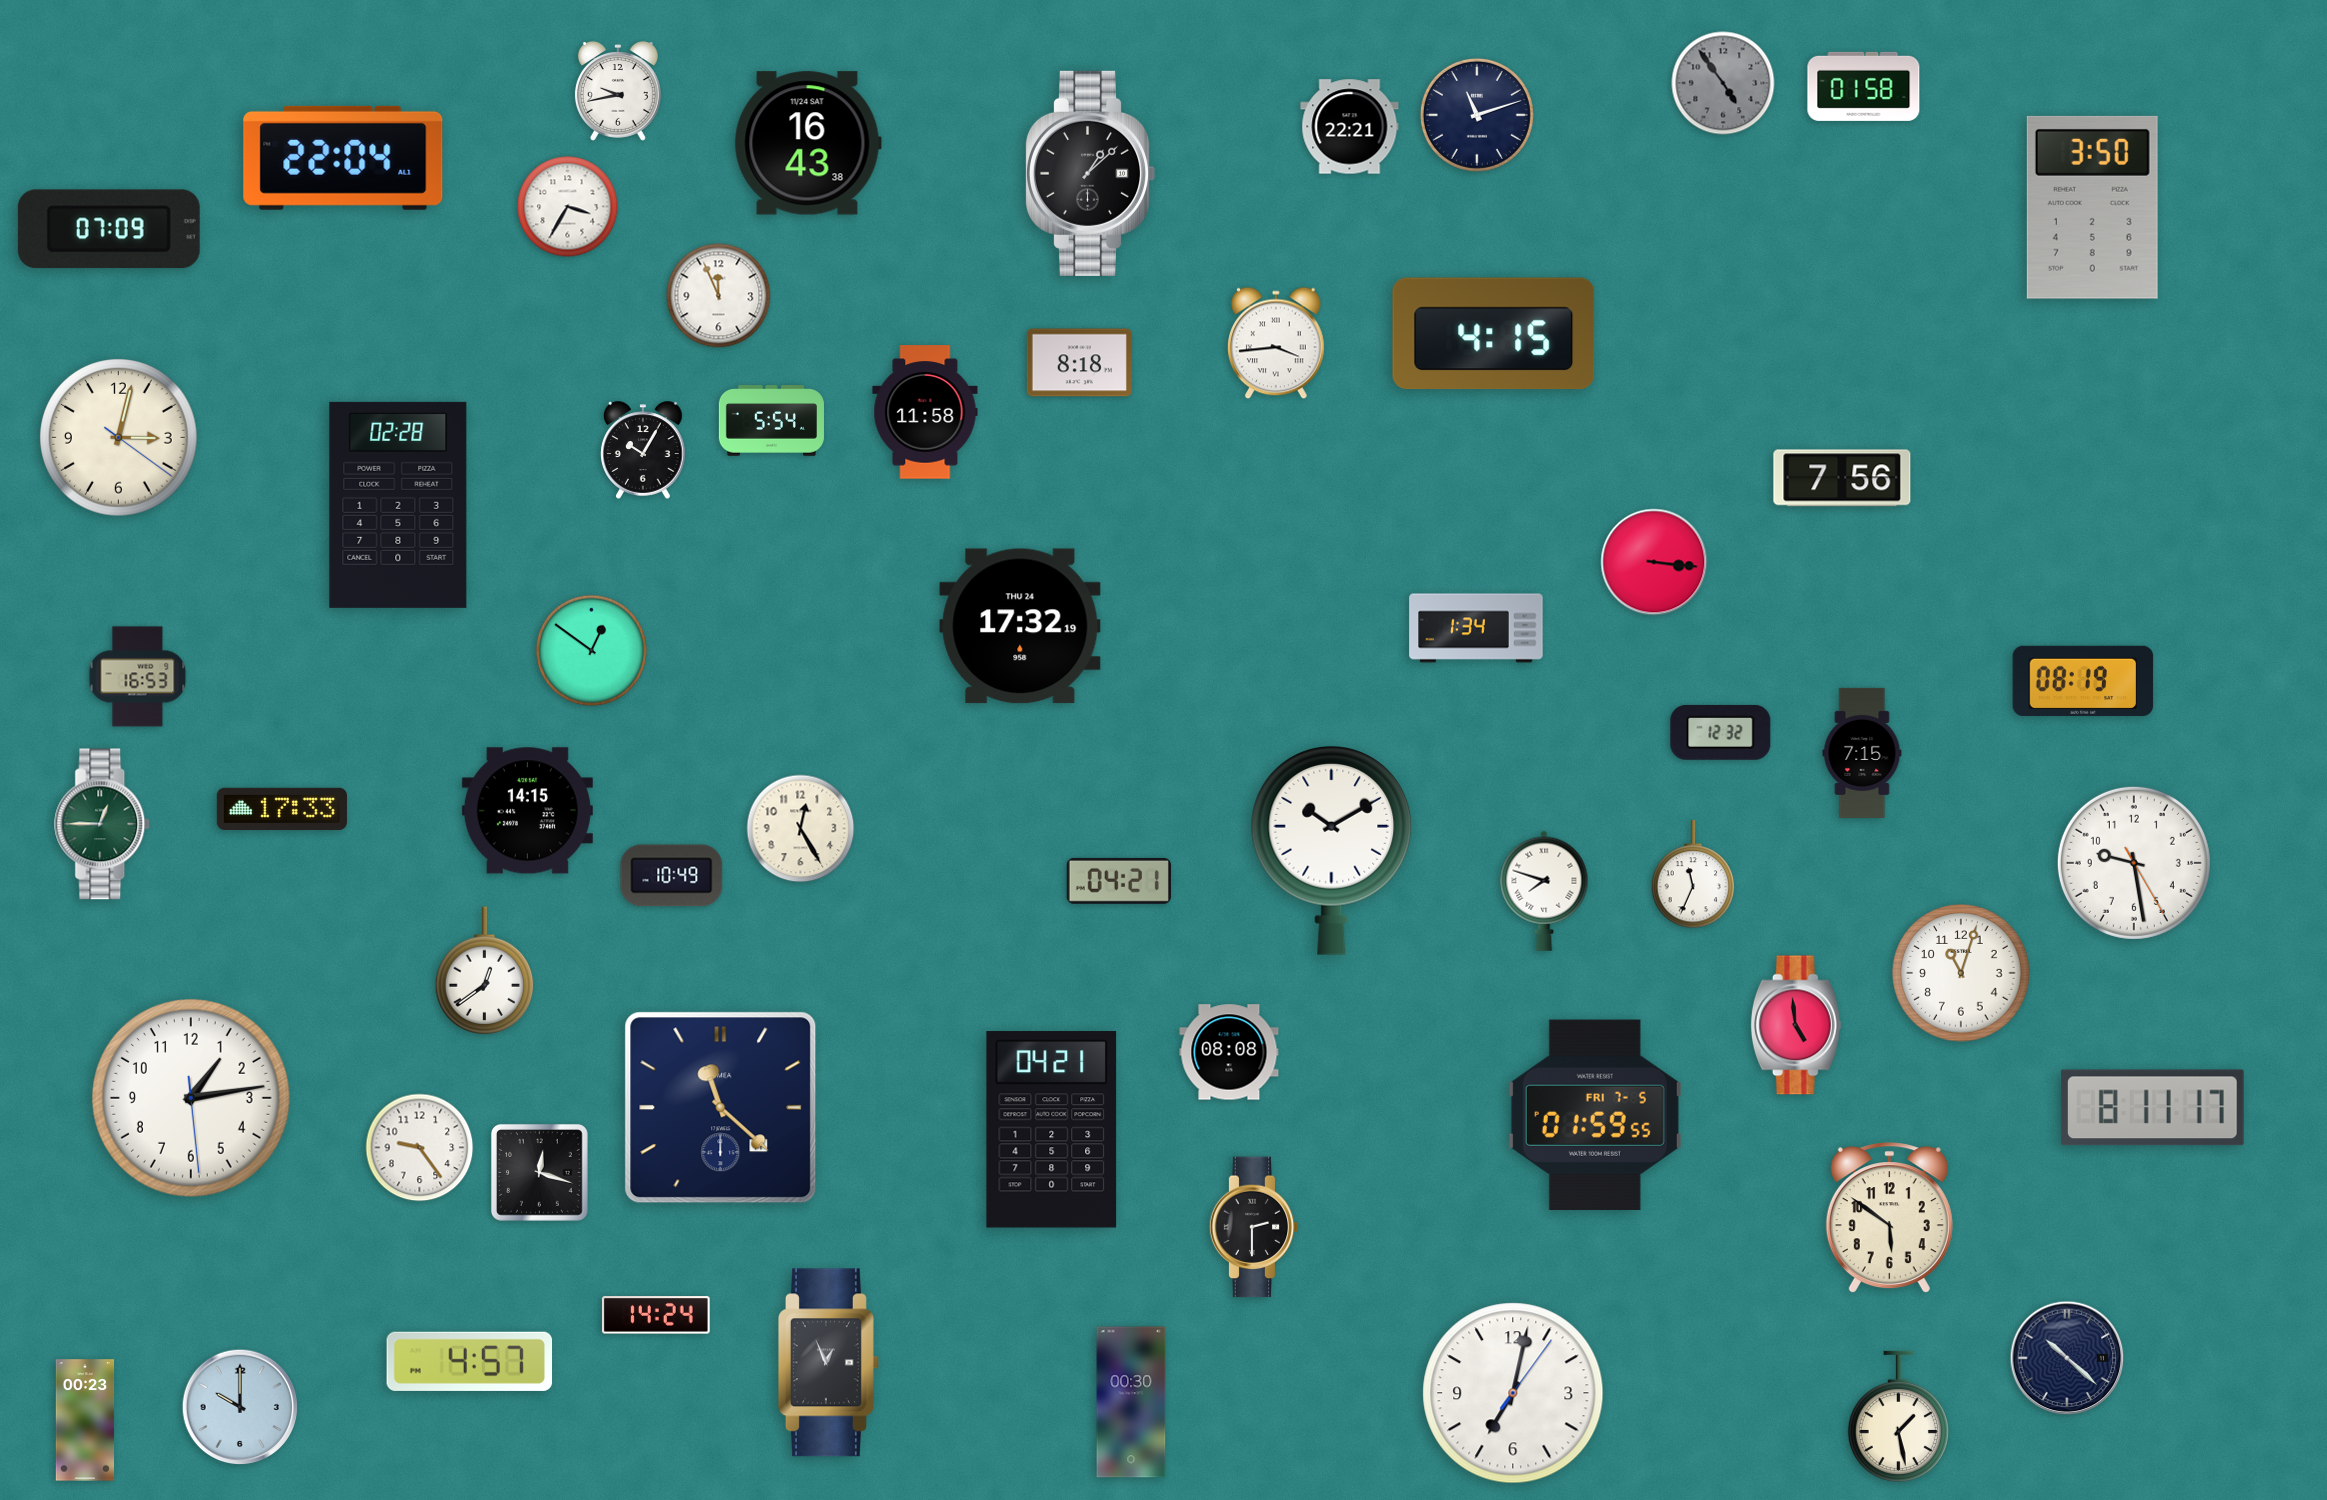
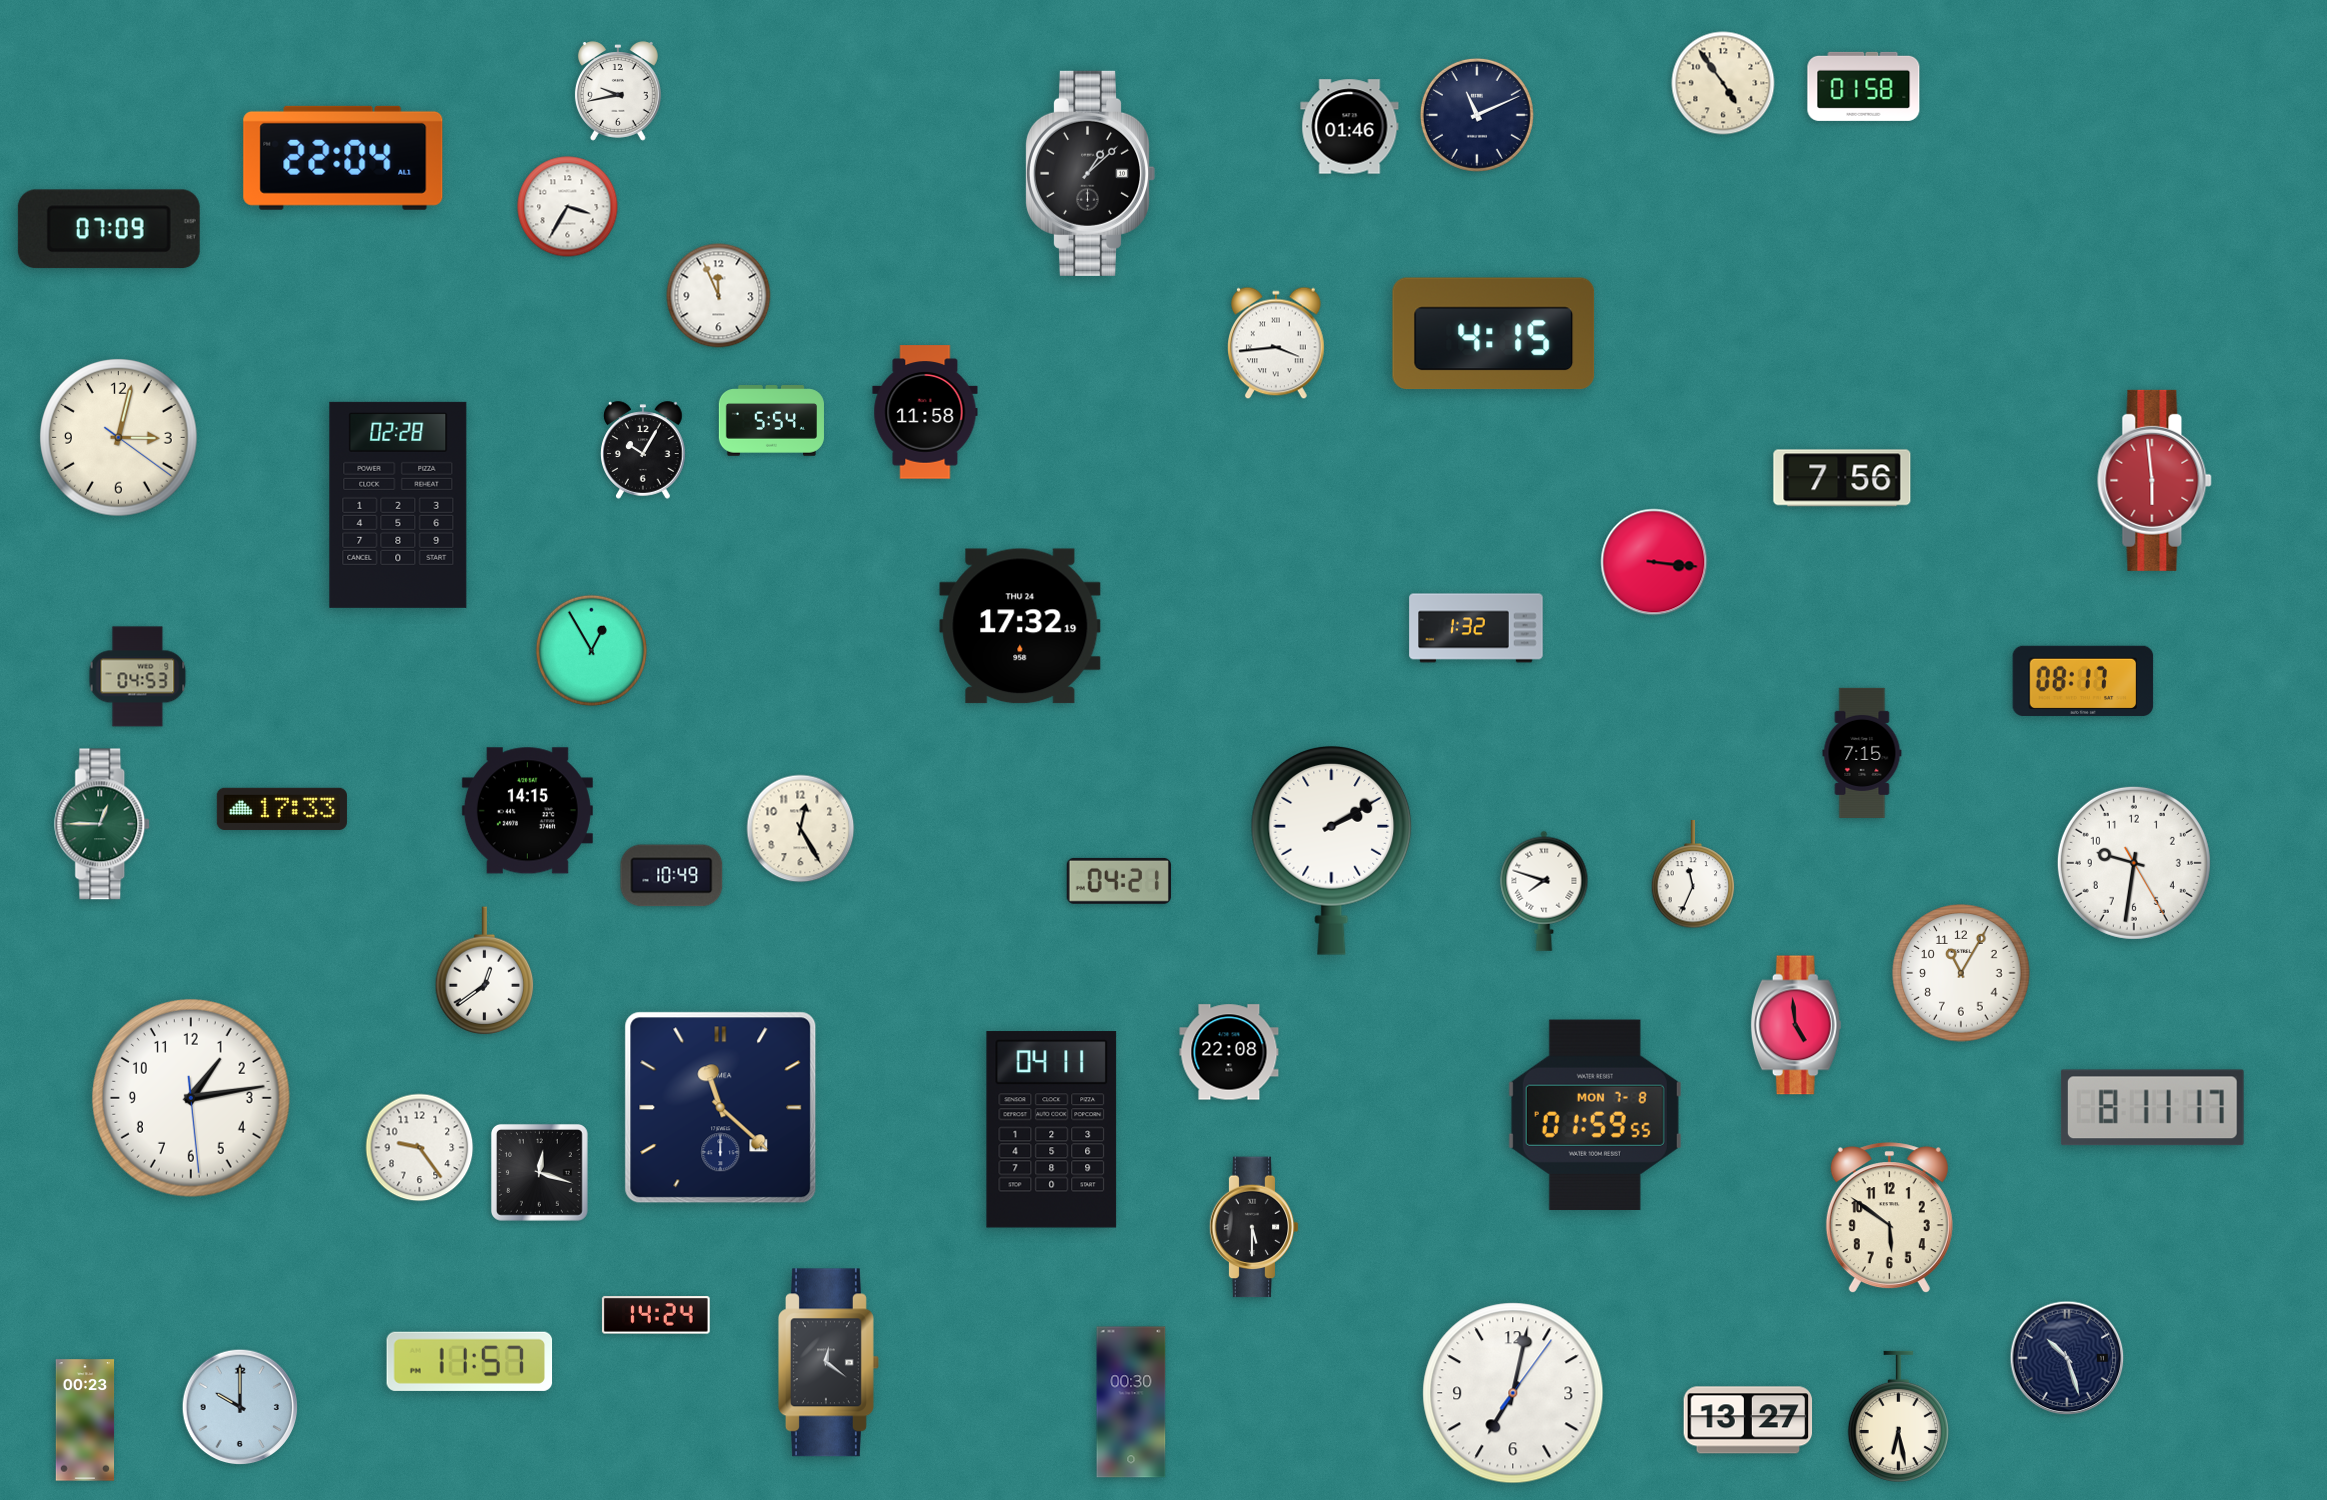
clock at (1723, 83) dial: grey -> cream
clock at (1477, 115): 11:12 -> 11:11
clock at (1350, 127): 22:21 -> 01:46
clock at (808, 143): 16:43 -> none
clock at (2092, 207): 3:50 -> none
clock at (1079, 363): 8:18 -> none
clock at (2155, 480): none -> 5:59
clock at (1476, 628): 1:34 -> 1:32
clock at (591, 650): 12:51 -> 12:55
clock at (138, 677): 16:53 -> 04:53
clock at (2083, 681): 08:19 -> 08:17
clock at (1721, 732): 12:32 -> none
clock at (1332, 851): 10:10 -> 2:10
clock at (2134, 863): 9:28 -> 9:31
clock at (1961, 973): 11:03 -> 11:05
clock at (1229, 1052): 08:08 -> 22:08
clock at (1595, 1114) date: FRI 7-5 -> MON 7-8
clock at (1052, 1130): 04:21 -> 04:11
clock at (1254, 1227): 2:30 -> 5:30
clock at (2067, 1358): 10:22 -> 10:27
clock at (470, 1361): 4:57 -> 11:57
clock at (828, 1363): 12:56 -> 12:21
clock at (1898, 1416): 1:28 -> 6:28
clock at (1748, 1420): none -> 13:27
